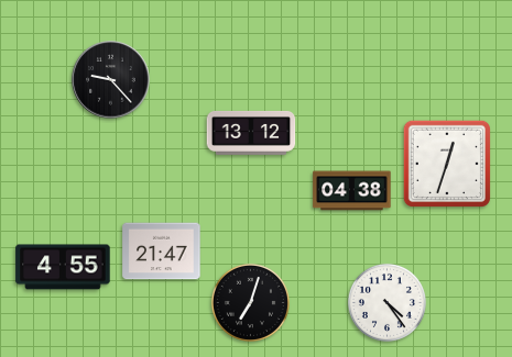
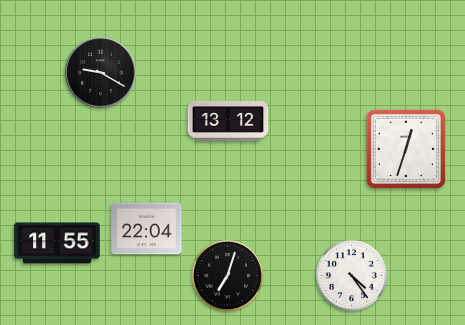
clock at (111, 80): 9:23 -> 9:20
clock at (352, 191): 04:38 -> none
clock at (162, 252): 21:47 -> 22:04
clock at (63, 267): 4:55 -> 11:55
